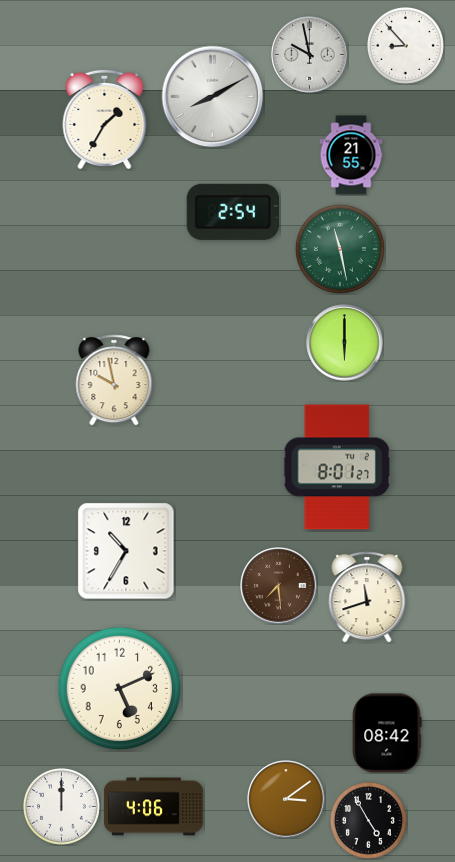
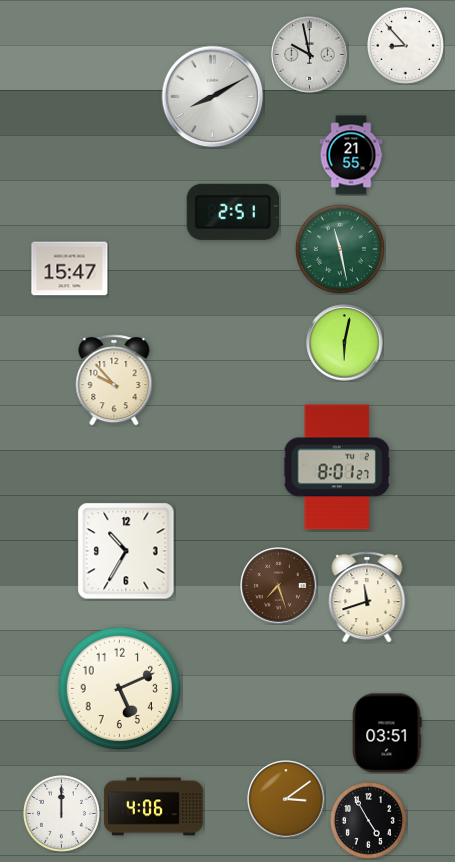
clock at (105, 119): 1:35 -> none
clock at (232, 212): 2:54 -> 2:51
clock at (70, 269): none -> 15:47
clock at (345, 343): 6:00 -> 6:02
clock at (114, 380): 9:58 -> 9:53
clock at (279, 586): 7:29 -> 7:27
clock at (387, 733): 08:42 -> 03:51
clock at (62, 807) position: (62, 807) -> (62, 814)
